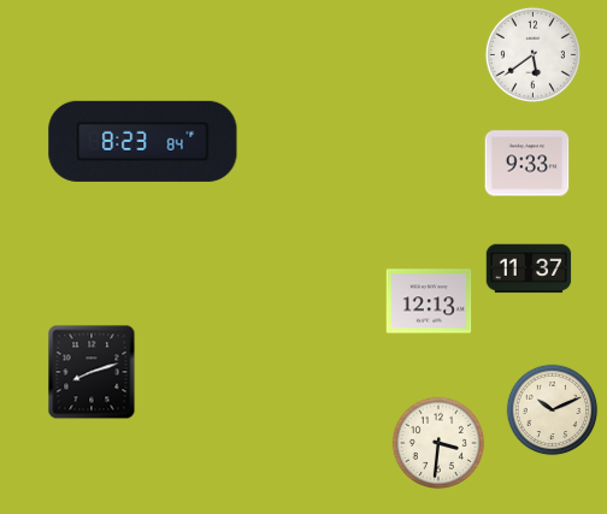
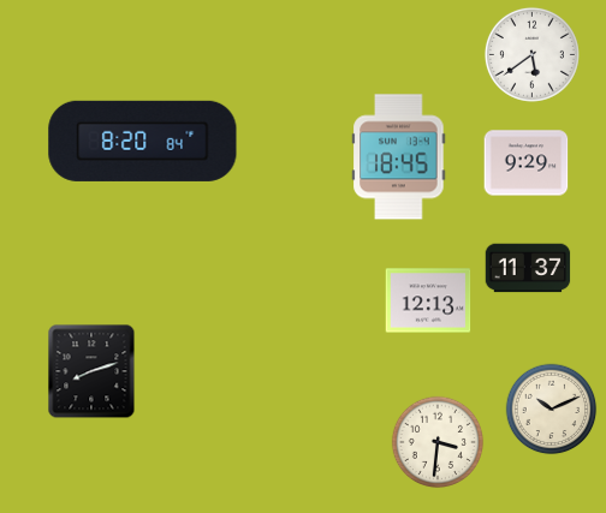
clock at (143, 141): 8:23 -> 8:20
clock at (399, 157): none -> 18:45
clock at (528, 164): 9:33 -> 9:29
